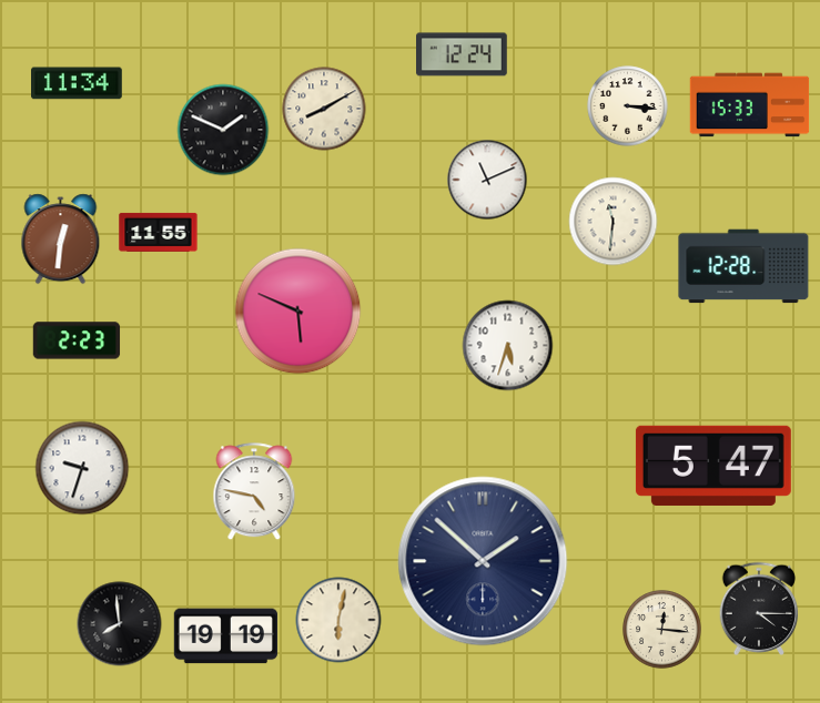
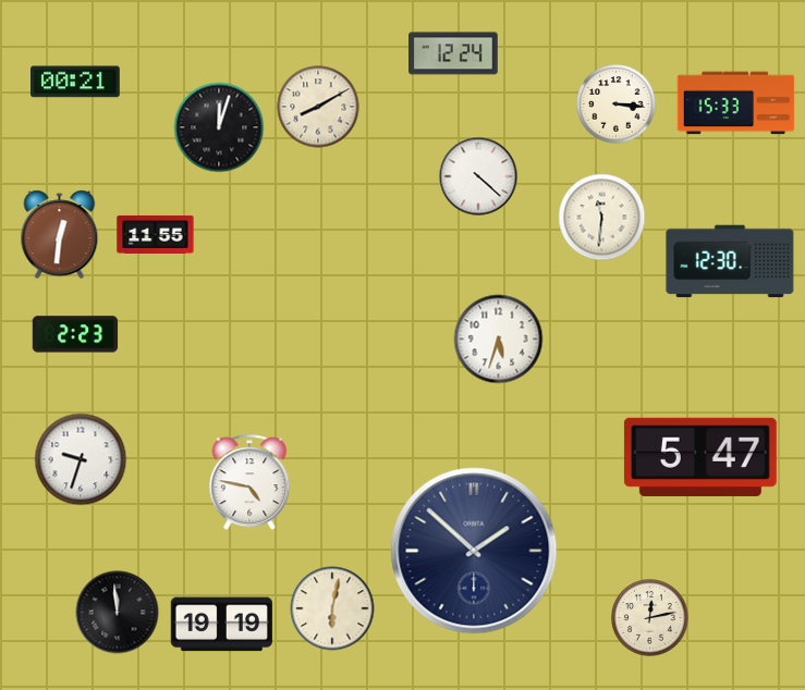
clock at (78, 83): 11:34 -> 00:21
clock at (223, 130): 1:49 -> 12:03
clock at (487, 180): 11:11 -> 4:22
clock at (159, 232) position: (159, 232) -> (156, 234)
clock at (743, 266): 12:28 -> 12:30
clock at (298, 312): 5:49 -> none
clock at (759, 608): 4:15 -> none
clock at (120, 624): 7:59 -> 11:59
clock at (662, 630): 12:16 -> 12:13
